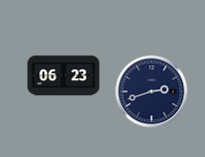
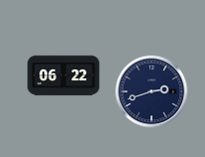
clock at (64, 76): 06:23 -> 06:22
